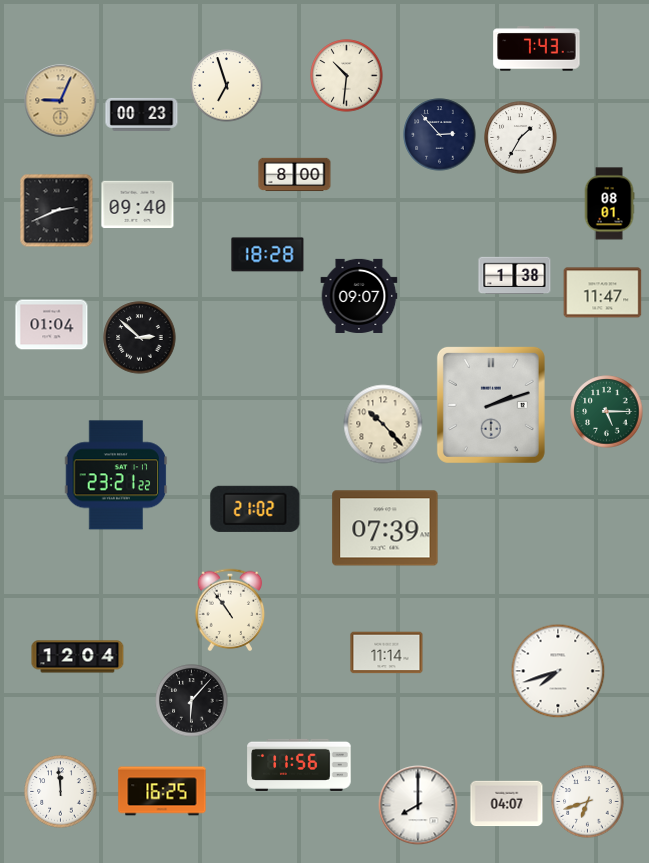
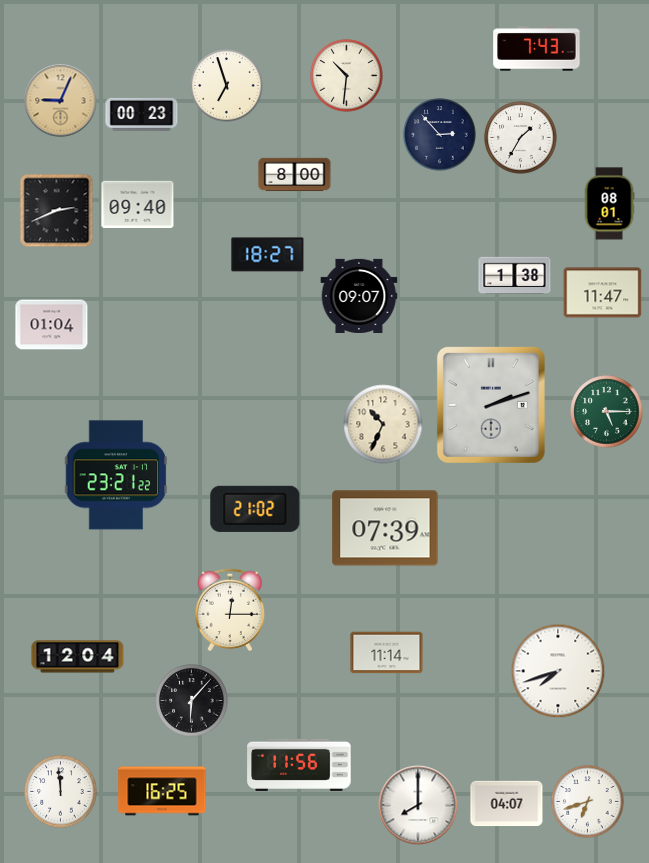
clock at (268, 255): 18:28 -> 18:27
clock at (140, 338): 2:52 -> none
clock at (383, 424): 10:23 -> 10:34
clock at (230, 610): 10:54 -> 12:15
